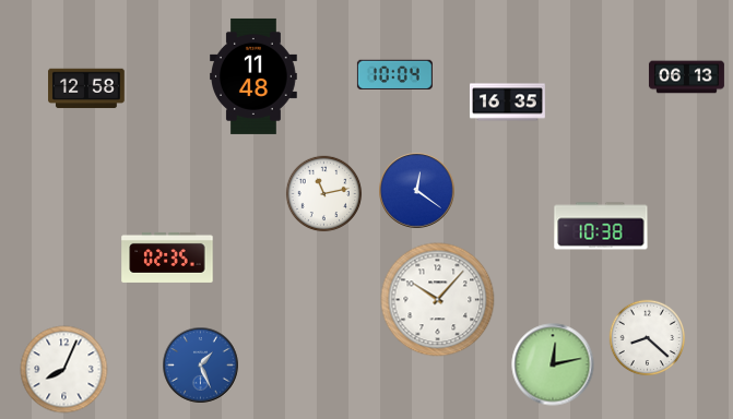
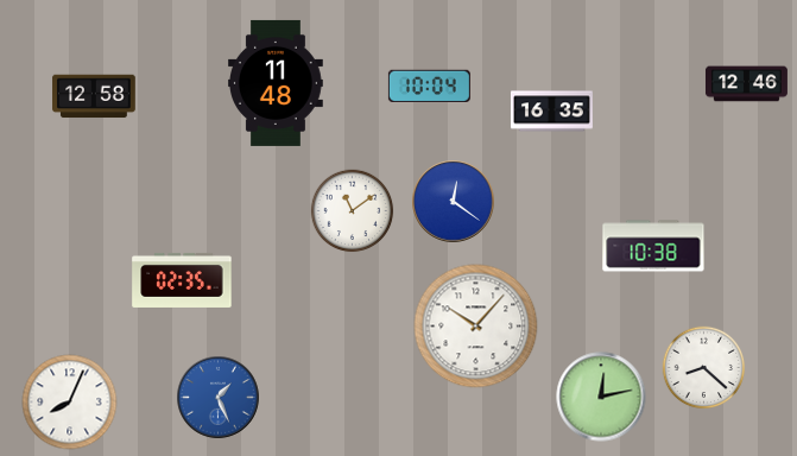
clock at (394, 74) position: (394, 74) -> (429, 85)
clock at (686, 77): 06:13 -> 12:46
clock at (417, 191) position: (417, 191) -> (454, 202)
clock at (324, 194): 11:13 -> 11:09
